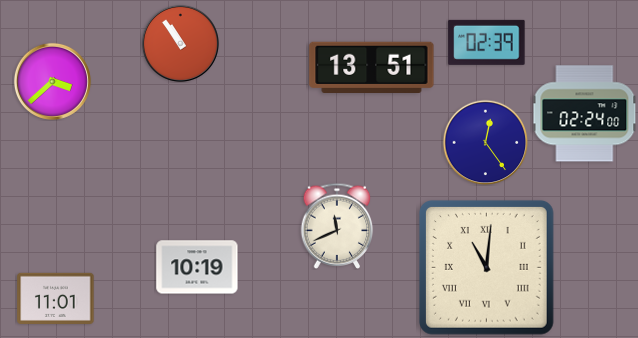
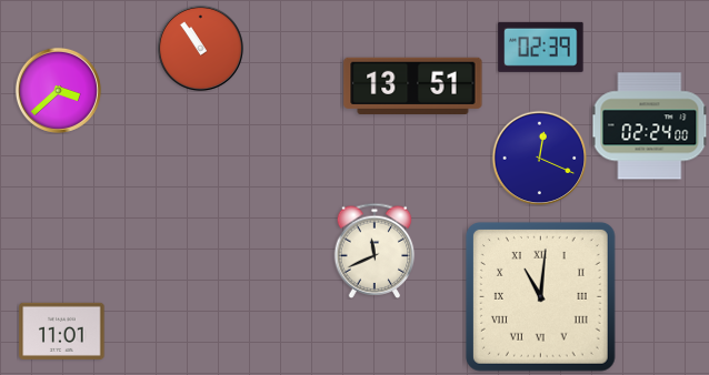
clock at (372, 67) position: (372, 67) -> (413, 85)
clock at (485, 142): 12:24 -> 12:19
clock at (197, 267): 10:19 -> none
